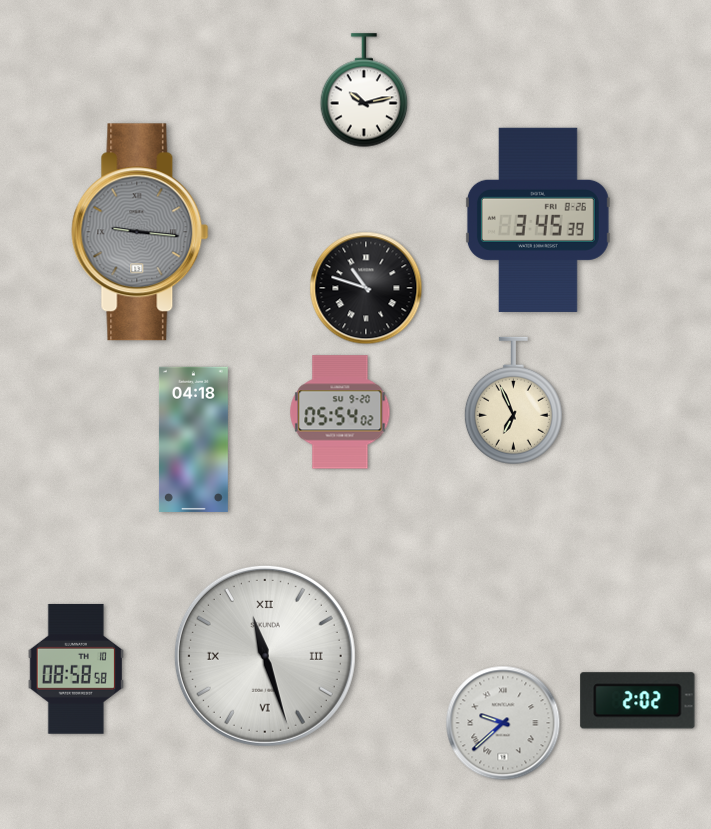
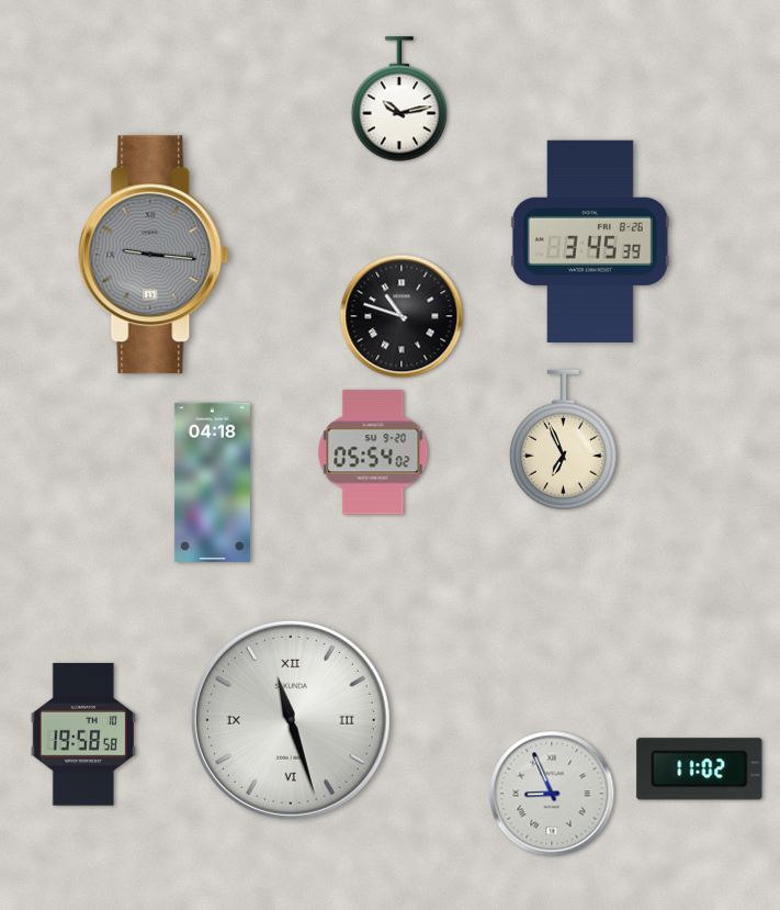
clock at (75, 669): 08:58 -> 19:58
clock at (638, 701): 2:02 -> 11:02
clock at (503, 723): 9:38 -> 8:56
